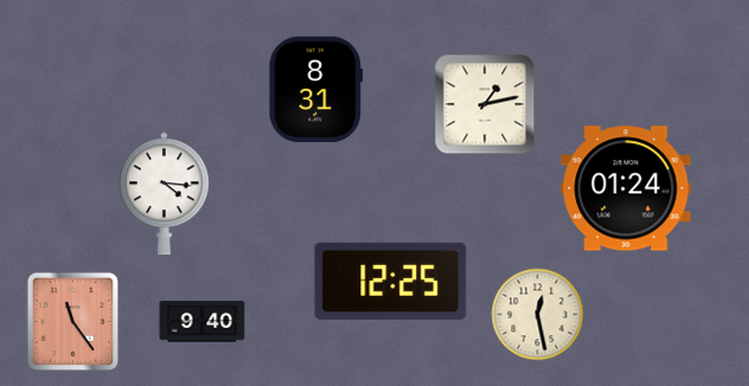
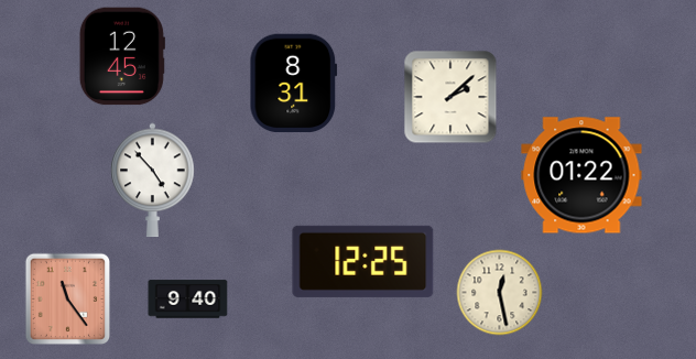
clock at (122, 56): none -> 12:45
clock at (485, 104): 1:13 -> 2:08
clock at (626, 188): 01:24 -> 01:22
clock at (165, 194): 4:16 -> 4:53
